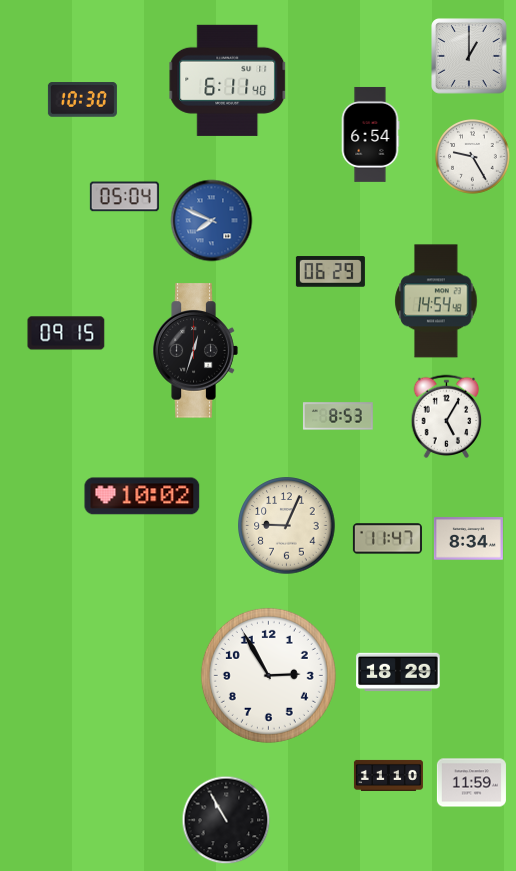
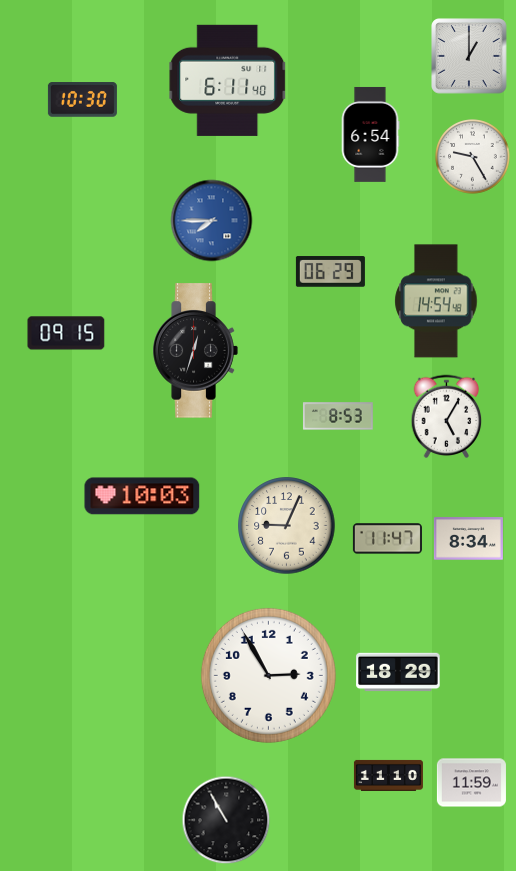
clock at (124, 197): 05:04 -> none
clock at (212, 221): 7:49 -> 7:45
clock at (142, 496): 10:02 -> 10:03
